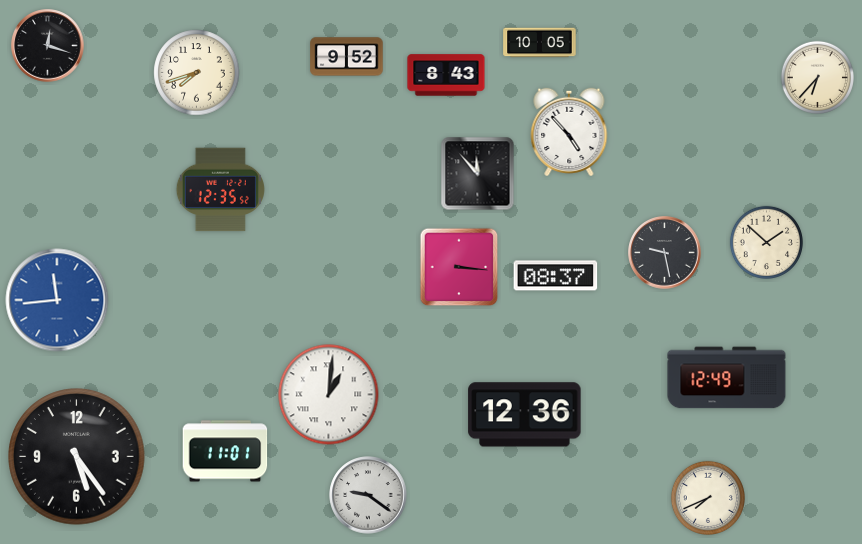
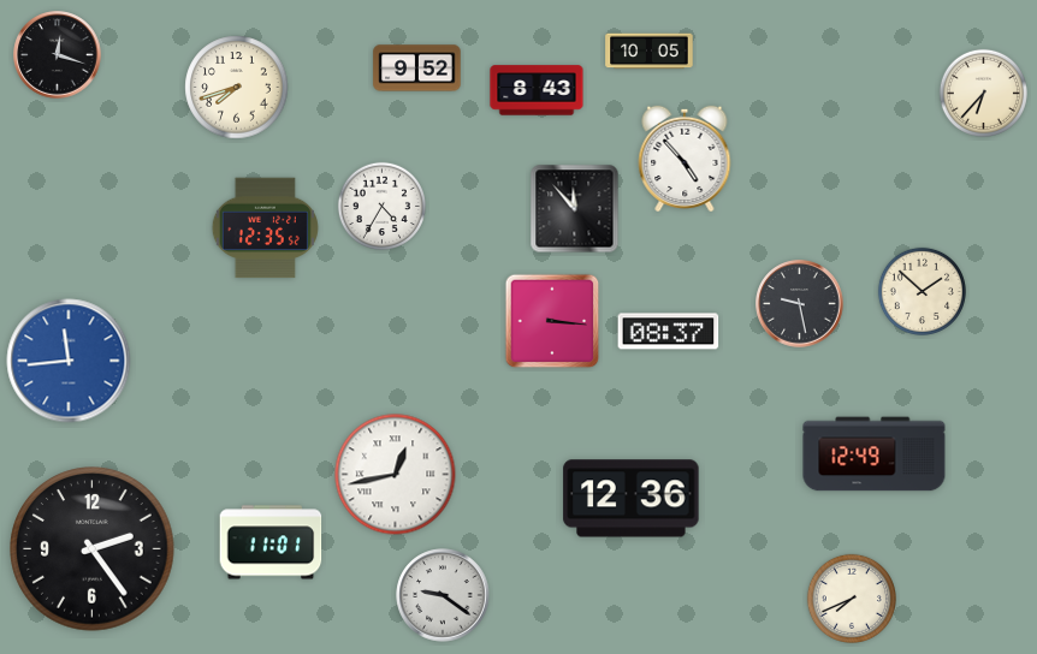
clock at (381, 206): none -> 4:35
clock at (329, 395): 1:01 -> 12:43
clock at (77, 457): 5:24 -> 2:24
